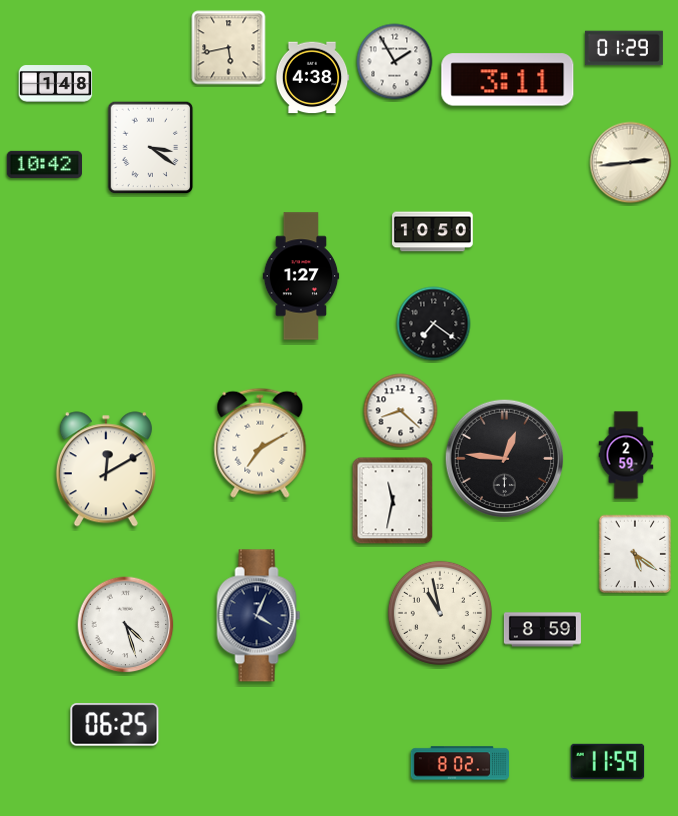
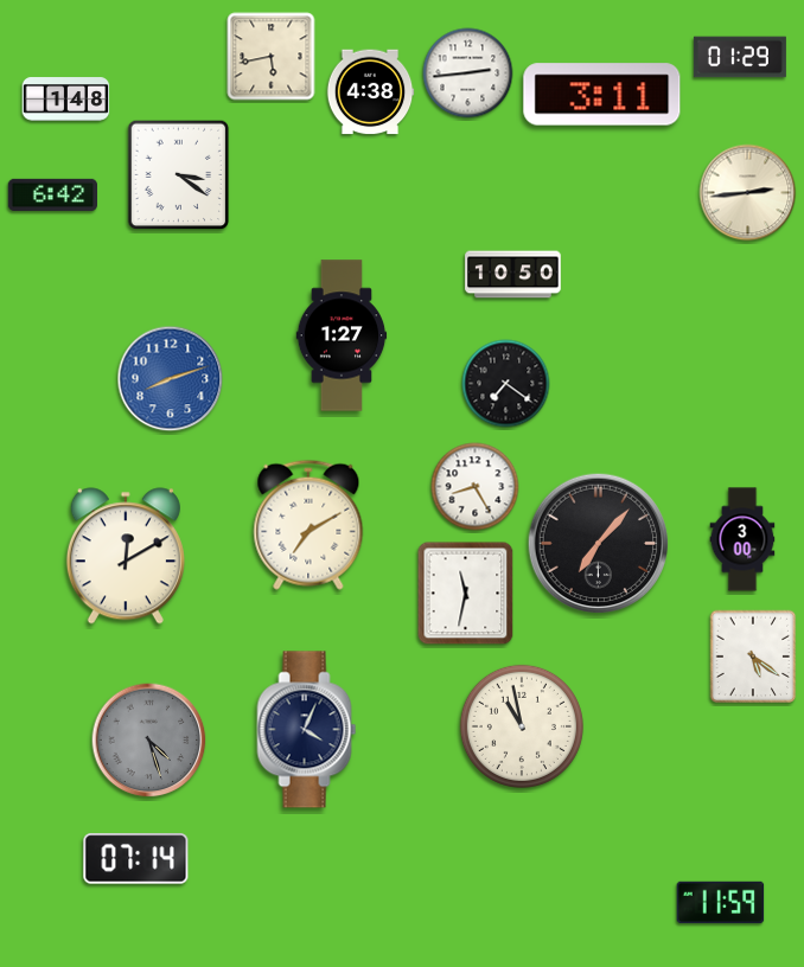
clock at (395, 62): 1:55 -> 2:44
clock at (45, 164): 10:42 -> 6:42
clock at (301, 276) position: (301, 276) -> (342, 335)
clock at (171, 379): none -> 8:12
clock at (434, 324) position: (434, 324) -> (506, 384)
clock at (401, 411): 8:22 -> 8:25
clock at (626, 455): 2:59 -> 3:00
clock at (505, 459): 12:46 -> 7:07
clock at (126, 625) dial: white -> grey
clock at (542, 630): 8:59 -> none
clock at (115, 725): 06:25 -> 07:14
clock at (459, 763): 8:02 -> none
